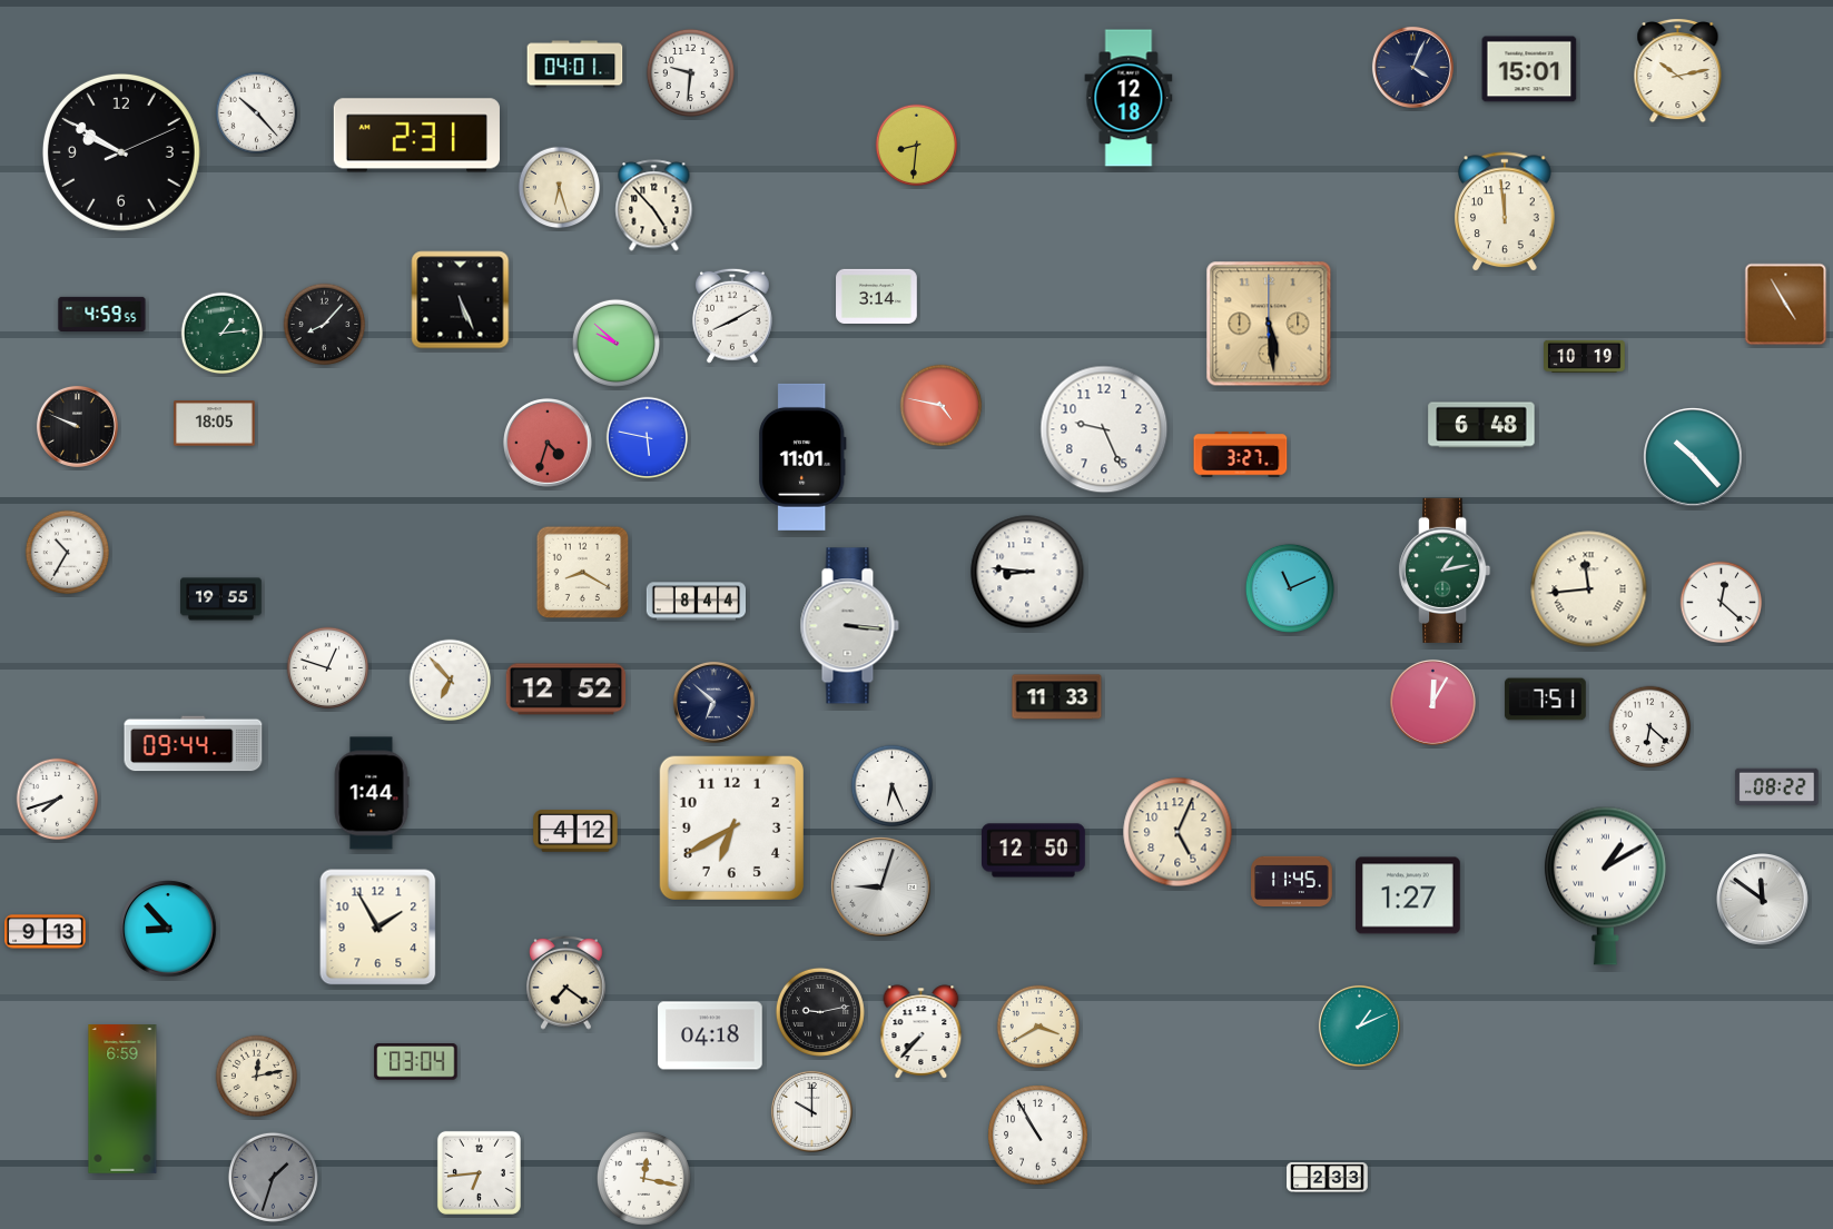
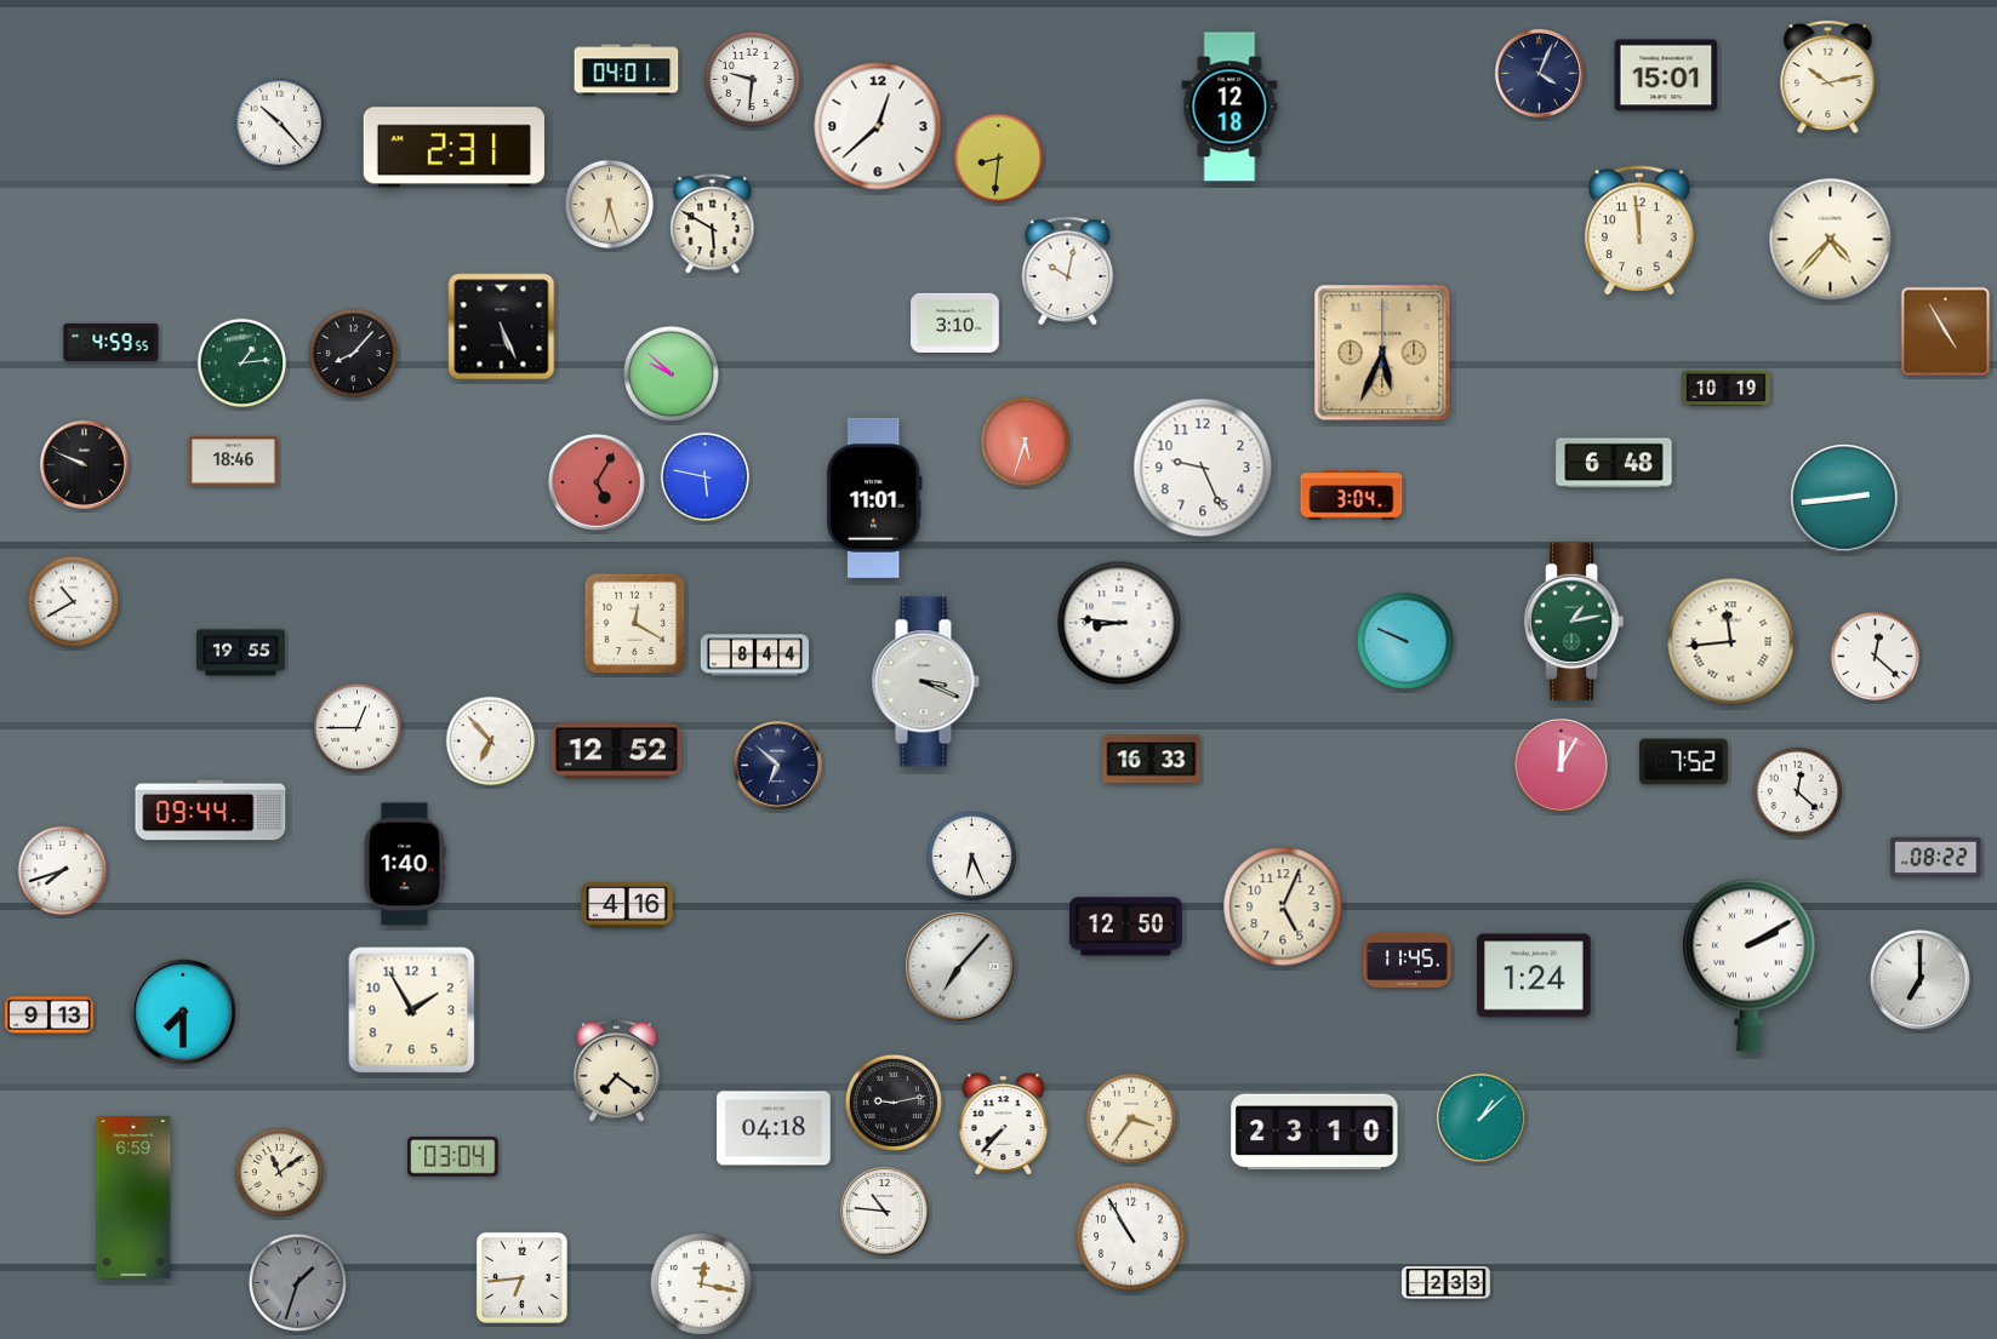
clock at (878, 126): none -> 12:38
clock at (121, 152): 9:50 -> none
clock at (654, 206): 4:53 -> 5:50
clock at (1831, 240): none -> 4:37
clock at (1068, 270): none -> 10:02
clock at (877, 296): 3:14 -> 3:10
clock at (732, 316): 8:10 -> none
clock at (1269, 324): 5:29 -> 5:34
clock at (942, 406): 4:47 -> 5:33
clock at (215, 424): 18:05 -> 18:46
clock at (548, 443): 4:33 -> 5:05
clock at (1241, 455): 3:27 -> 3:04
clock at (1693, 457): 10:23 -> 2:44
clock at (68, 553): 10:35 -> 10:40
clock at (583, 573): 8:20 -> 12:20
clock at (1290, 588): 11:11 -> 9:49
clock at (696, 602) position: (696, 602) -> (754, 656)
clock at (849, 626): 3:16 -> 3:19
clock at (328, 668): 12:48 -> 12:45
clock at (1057, 697): 11:33 -> 16:33
clock at (1546, 700): 7:51 -> 7:52
clock at (1650, 727): 6:22 -> 12:22
clock at (372, 793): 1:44 -> 1:40
clock at (731, 827): 6:40 -> none
clock at (575, 831): 4:12 -> 4:16
clock at (1605, 885): 1:10 -> 2:10
clock at (881, 888): 9:03 -> 7:07
clock at (1408, 895): 1:27 -> 1:24
clock at (1763, 900): 11:51 -> 7:00
clock at (168, 929): 8:53 -> 7:30
clock at (1359, 1025): 1:11 -> 1:08
clock at (1038, 1027): 3:40 -> 3:36
clock at (1314, 1132): none -> 23:10
clock at (257, 1077): 12:13 -> 11:09
clock at (811, 1111): 10:00 -> 10:46
